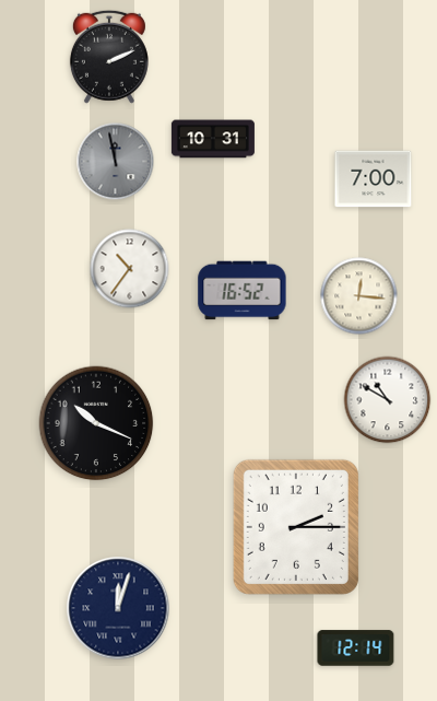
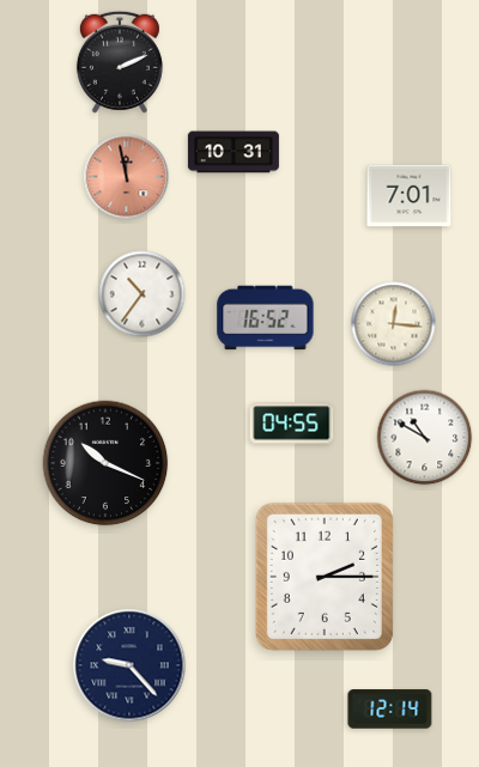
clock at (116, 162) dial: grey -> salmon
clock at (374, 179): 7:00 -> 7:01
clock at (292, 424): none -> 04:55
clock at (118, 608): 12:03 -> 9:23
